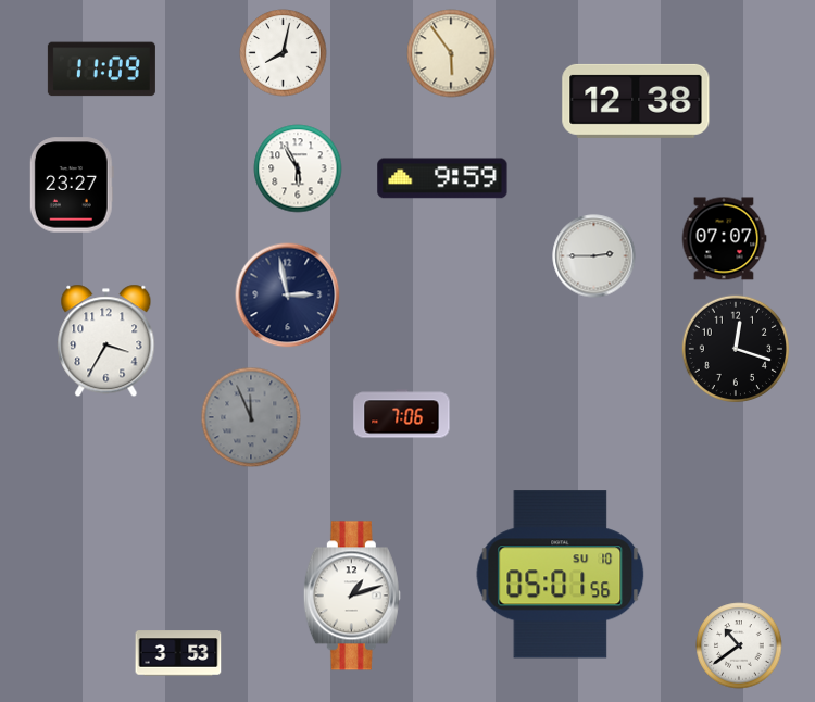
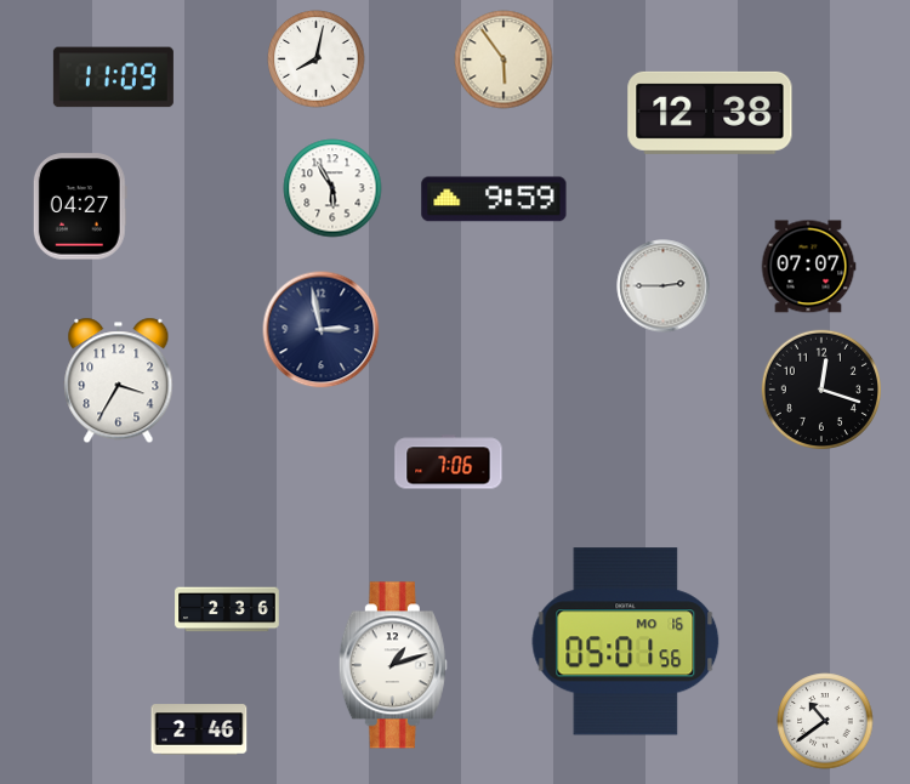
clock at (72, 185): 23:27 -> 04:27
clock at (251, 417): 11:56 -> none
clock at (227, 609): none -> 2:36
clock at (561, 575) date: SU 10 -> MO 16
clock at (178, 653): 3:53 -> 2:46
